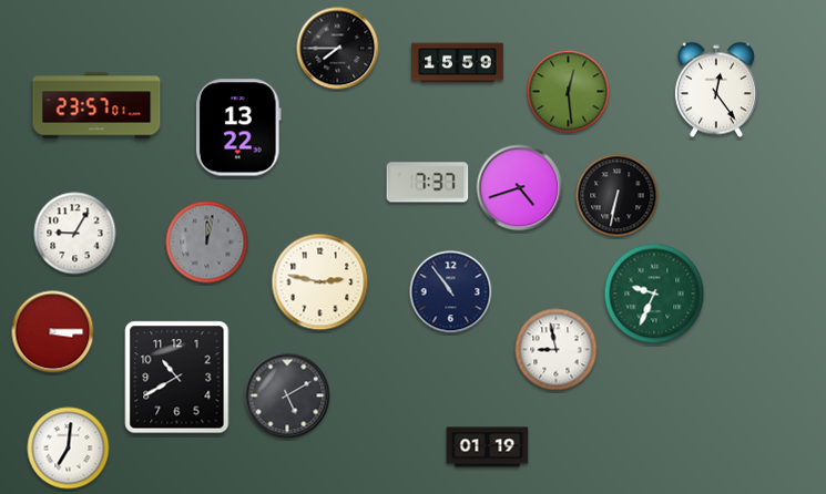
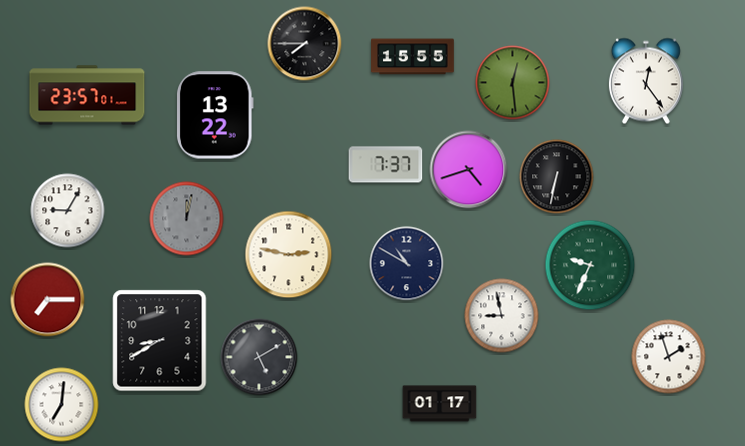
clock at (458, 63): 15:59 -> 15:55
clock at (451, 292): 10:54 -> 10:50
clock at (53, 332): 3:15 -> 7:15
clock at (177, 378): 10:40 -> 8:40
clock at (669, 357): none -> 1:57
clock at (488, 447): 01:19 -> 01:17
